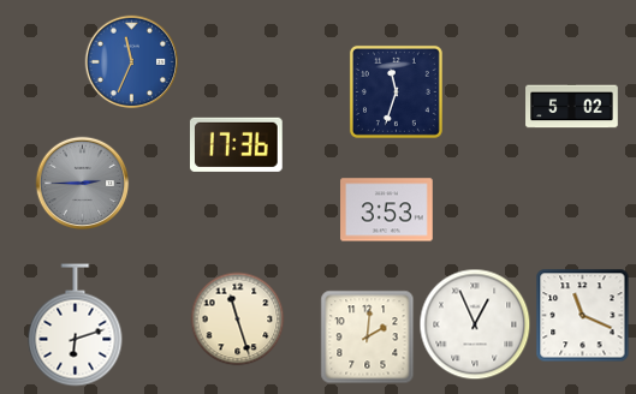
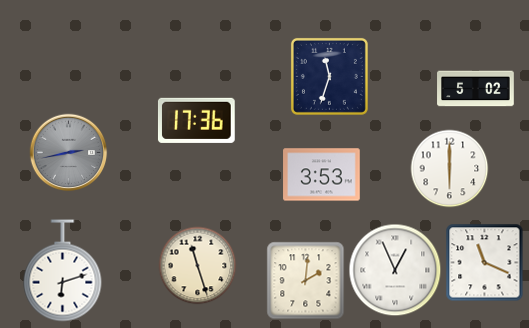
clock at (131, 61): 11:34 -> none
clock at (82, 183): 2:45 -> 2:43
clock at (449, 168): none -> 6:00
